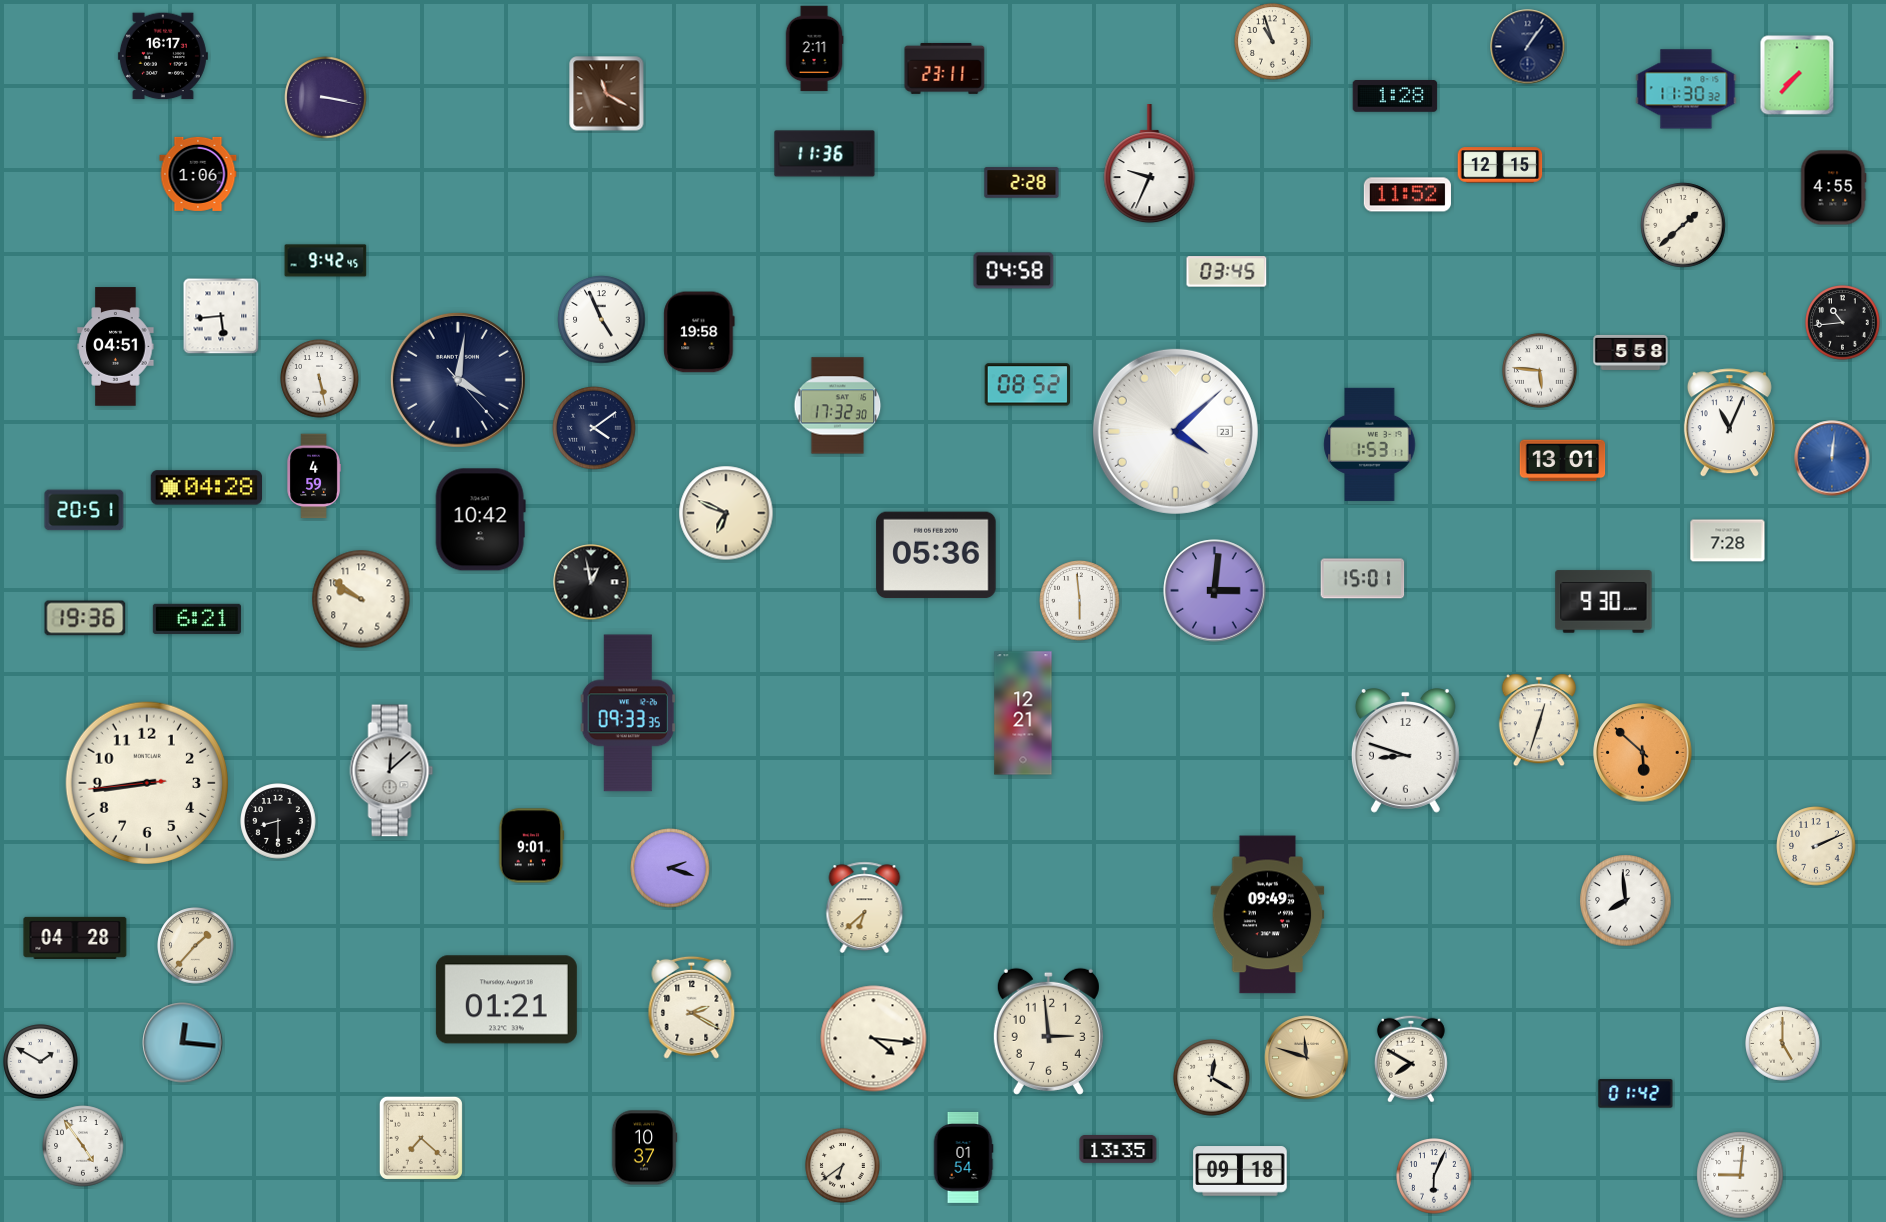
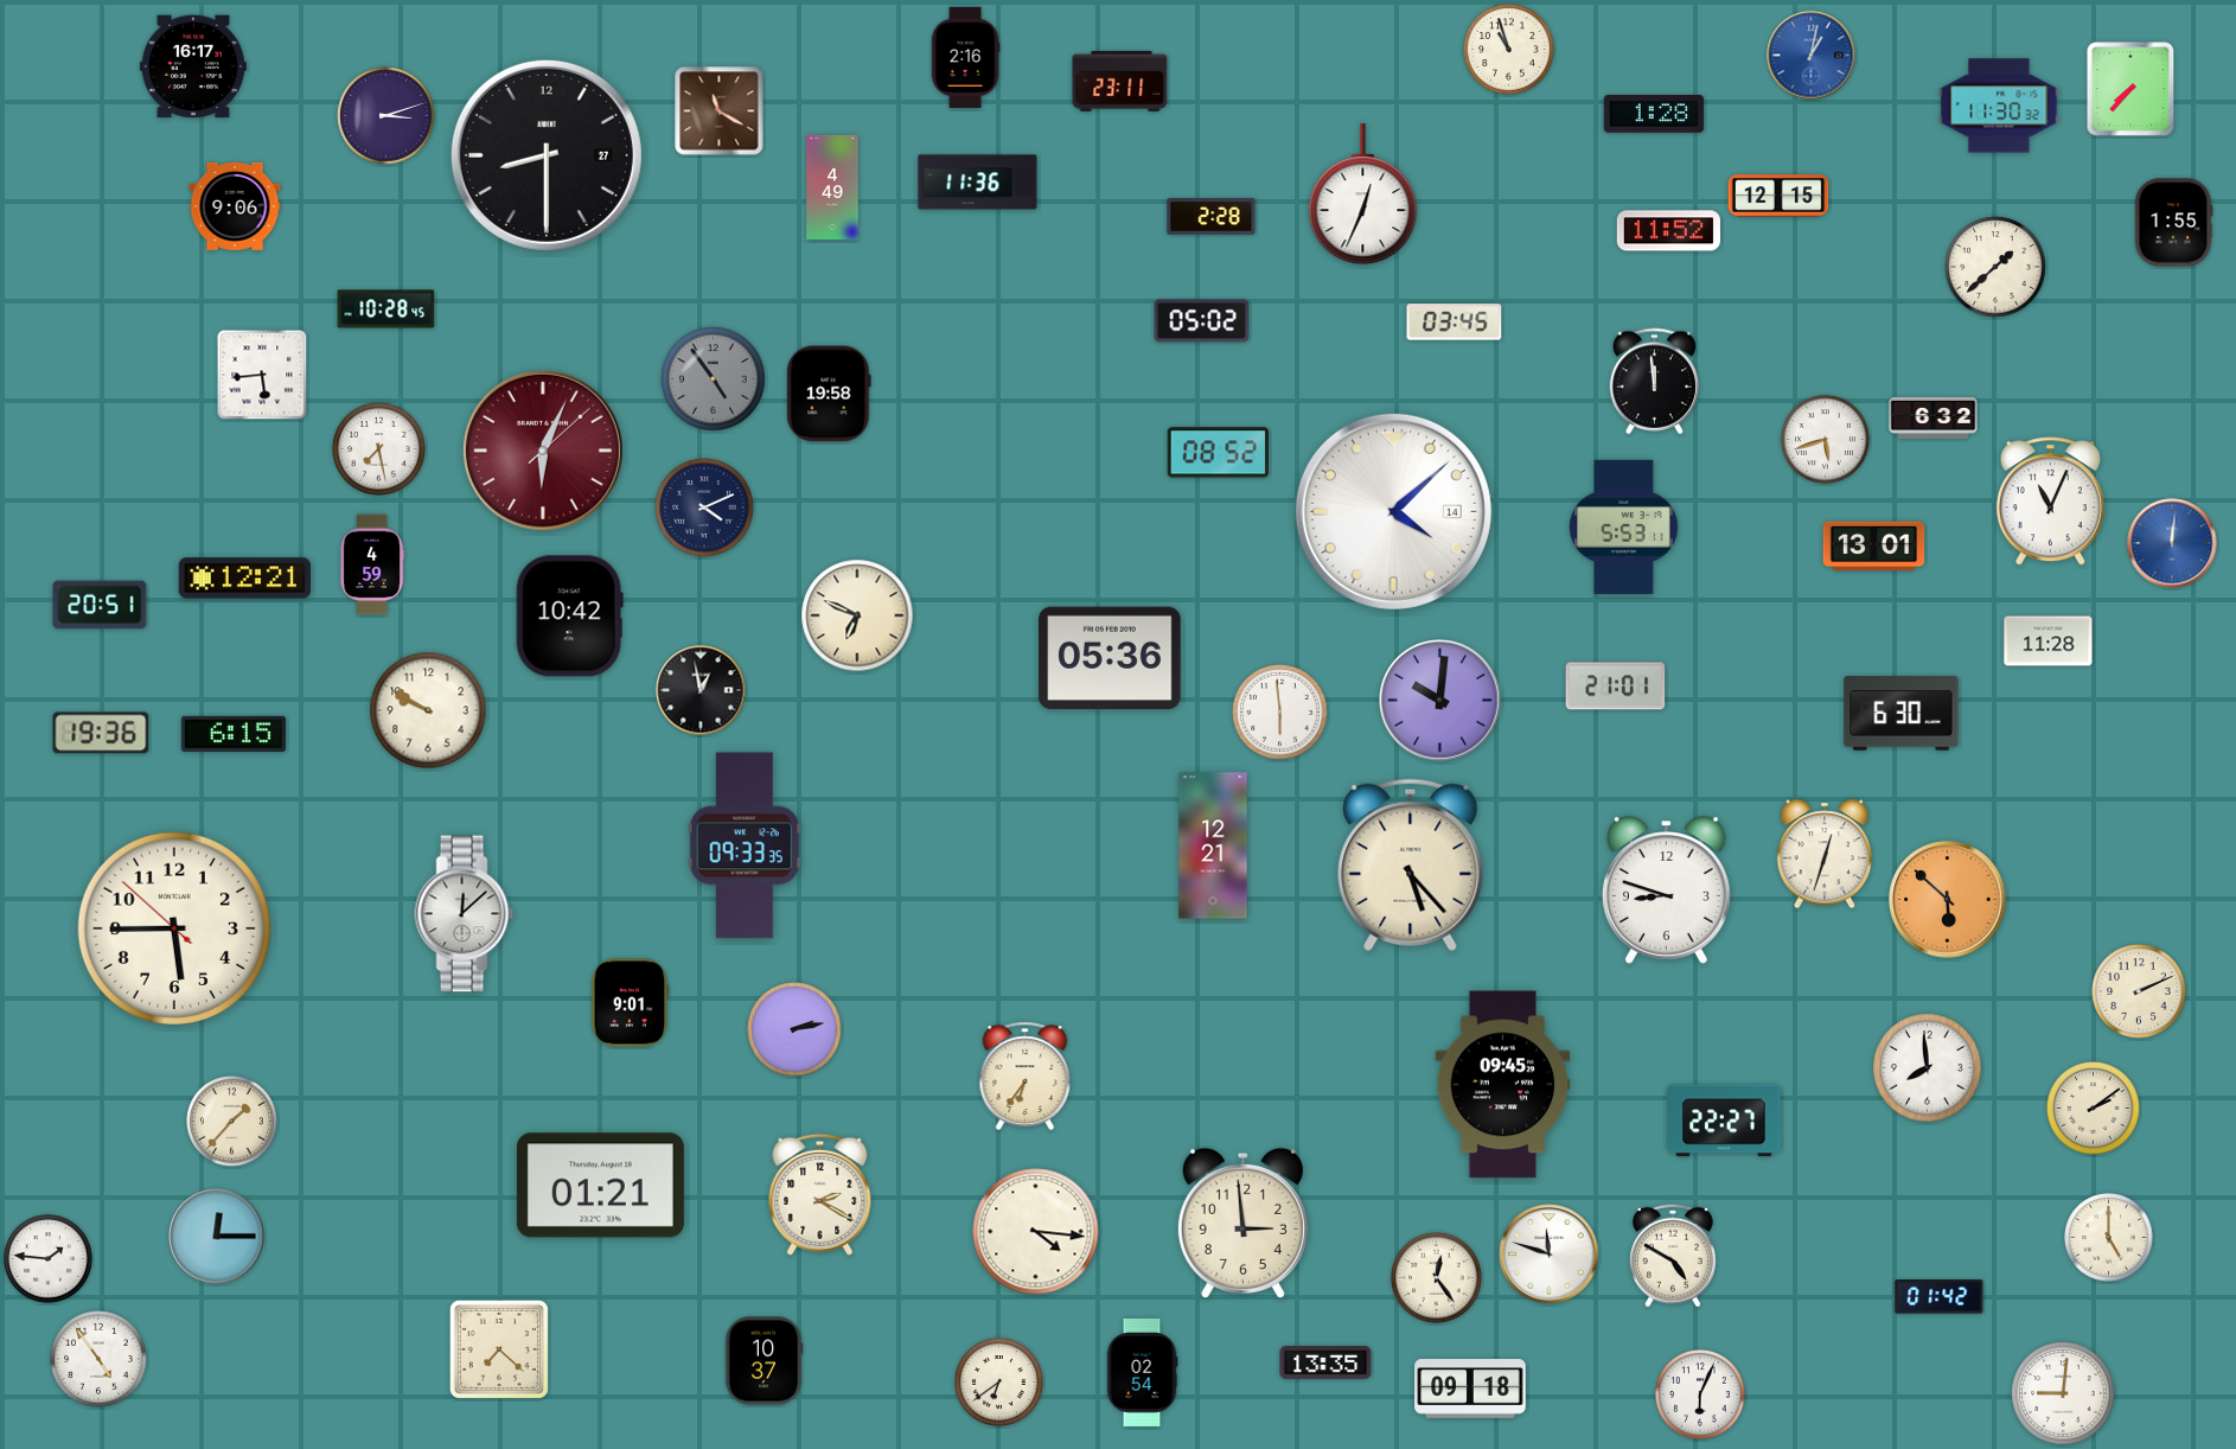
clock at (1528, 47): 1:06 -> 1:02
clock at (1528, 47) dial: navy -> blue
clock at (814, 49): 2:11 -> 2:16
clock at (326, 98): 3:17 -> 3:12
clock at (547, 155): none -> 8:30
clock at (832, 187): none -> 4:49
clock at (1150, 164): 9:34 -> 12:34
clock at (198, 174): 1:06 -> 9:06
clock at (1833, 188): 4:55 -> 1:55
clock at (326, 261): 9:42 -> 10:28
clock at (1014, 271): 04:58 -> 05:02
clock at (602, 320): 4:56 -> 4:54
clock at (602, 320) dial: white -> grey
clock at (1655, 382): none -> 11:59
clock at (1843, 323): 10:44 -> none
clock at (116, 347): 04:51 -> none
clock at (1631, 352): 5:58 -> 6:32
clock at (1540, 371): 5:46 -> 5:42
clock at (320, 379): 5:28 -> 7:28
clock at (458, 380): 4:01 -> 6:04
clock at (458, 380) dial: navy -> burgundy
clock at (1028, 385) position: (1028, 385) -> (1219, 453)
clock at (838, 406): 17:32 -> none
clock at (594, 428): 4:09 -> 4:11
clock at (1175, 431) date: 23 -> 14
clock at (1370, 444): 1:53 -> 5:53
clock at (1563, 461) position: (1563, 461) -> (1874, 547)
clock at (206, 488): 04:28 -> 12:21
clock at (726, 513) position: (726, 513) -> (857, 615)
clock at (1728, 541): 7:28 -> 11:28
clock at (1363, 579): 15:01 -> 21:01
clock at (1215, 591): 3:01 -> 10:01
clock at (361, 599): 9:51 -> 9:50
clock at (1604, 602): 9:30 -> 6:30
clock at (197, 619): 6:21 -> 6:15
clock at (1411, 864): none -> 5:23
clock at (1643, 753) position: (1643, 753) -> (1948, 900)
clock at (146, 782): 8:43 -> 5:44
clock at (278, 821): 8:30 -> none
clock at (1816, 846) position: (1816, 846) -> (2139, 991)
clock at (670, 868): 2:18 -> 2:13
clock at (865, 907): 6:38 -> 6:36
clock at (1268, 915): 09:49 -> 09:45
clock at (2094, 1109): none -> 2:09
clock at (75, 938): 04:28 -> none
clock at (1724, 1121): none -> 22:27
clock at (183, 1043): 12:16 -> 12:15
clock at (1783, 1044) position: (1783, 1044) -> (2109, 1238)
clock at (1307, 1058) dial: champagne -> white
clock at (1411, 1059): 7:50 -> 4:50
clock at (41, 1062): 1:50 -> 1:46
clock at (1212, 1078): 12:20 -> 12:24
clock at (963, 1157): 01:54 -> 02:54
